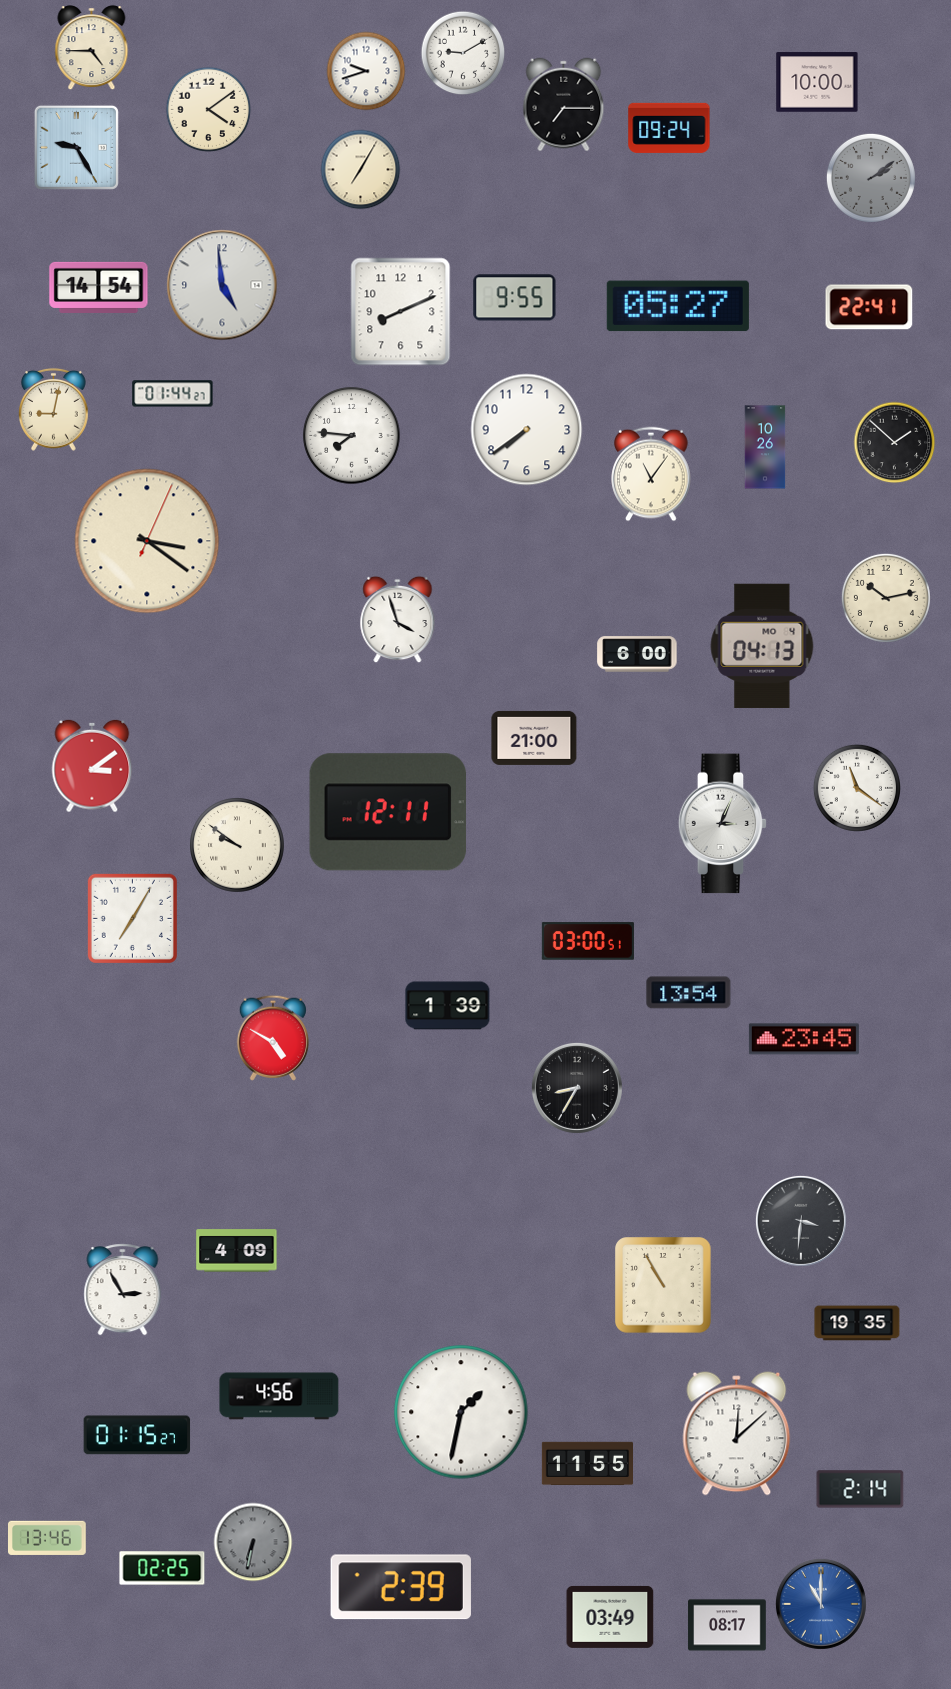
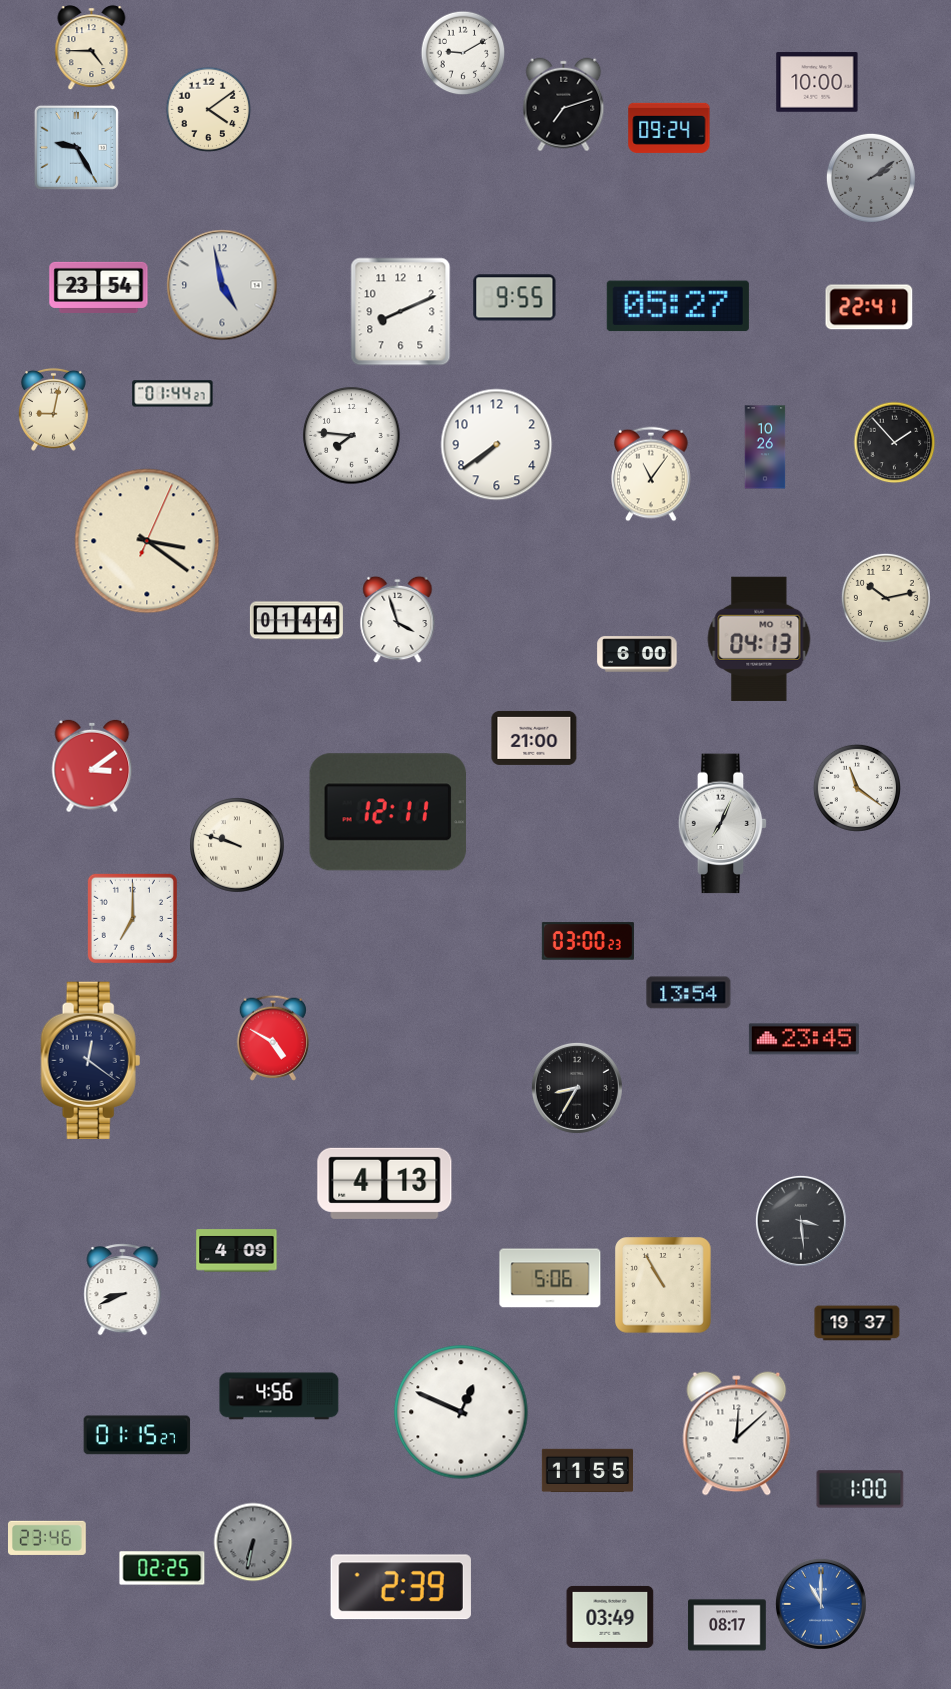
clock at (366, 71): 9:42 -> none
clock at (564, 105): 7:15 -> 7:12
clock at (361, 170): 7:05 -> none
clock at (222, 285): 4:59 -> 4:58
clock at (99, 287): 14:54 -> 23:54
clock at (527, 430) position: (527, 430) -> (497, 445)
clock at (895, 443): 1:52 -> 1:53
clock at (296, 621): none -> 01:44
clock at (762, 646) position: (762, 646) -> (759, 639)
clock at (723, 824): 3:04 -> 7:04
clock at (237, 845): 9:51 -> 9:48
clock at (132, 918): 7:05 -> 7:00
clock at (588, 941): 03:00:51 -> 03:00:23
clock at (448, 1006): 1:39 -> none
clock at (91, 1060): none -> 12:21
clock at (385, 1183): none -> 4:13
clock at (801, 1221): 3:31 -> 3:29
clock at (550, 1278): none -> 5:06
clock at (123, 1290): 2:55 -> 8:41
clock at (857, 1323): 19:35 -> 19:37
clock at (461, 1412): 1:32 -> 12:49
clock at (587, 1464) position: (587, 1464) -> (587, 1471)
clock at (860, 1489): 2:14 -> 1:00
clock at (48, 1538): 13:46 -> 23:46
